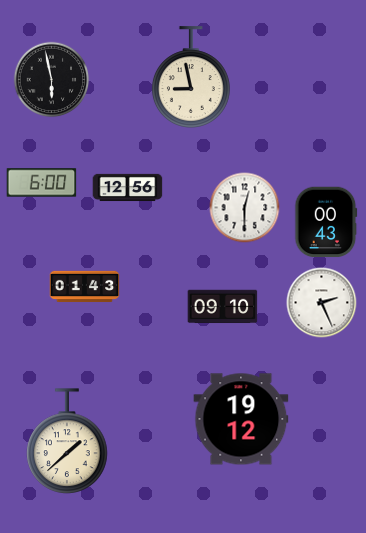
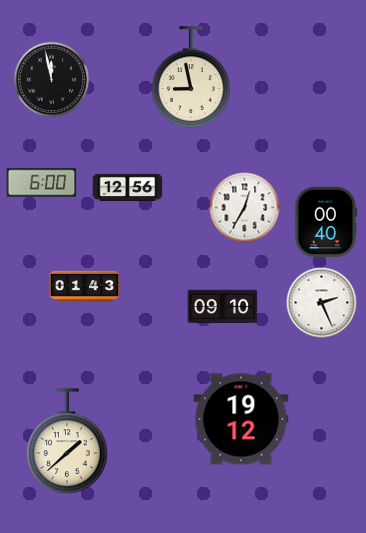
clock at (52, 80): 5:58 -> 11:58
clock at (245, 208): 12:30 -> 12:35
clock at (326, 222): 00:43 -> 00:40
